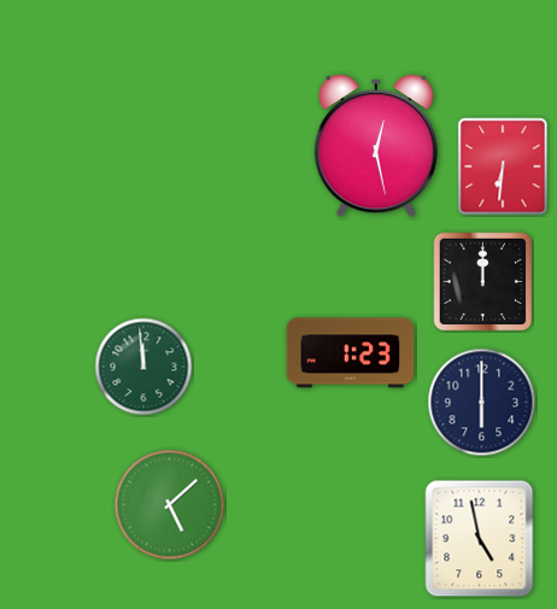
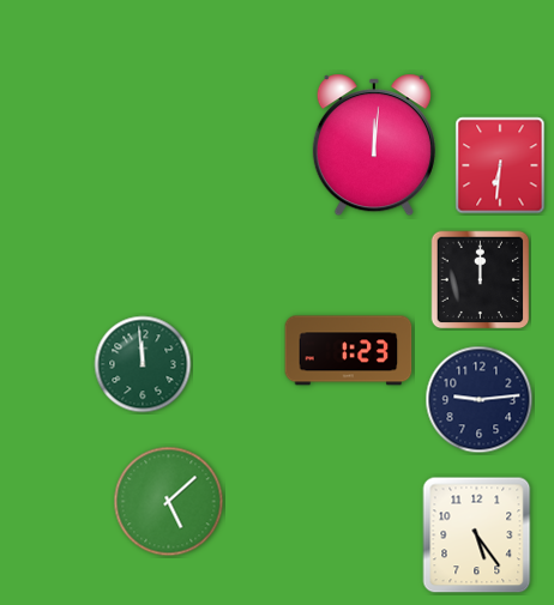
clock at (376, 146): 12:28 -> 12:01
clock at (482, 403): 6:00 -> 9:14
clock at (480, 539): 4:58 -> 5:24
